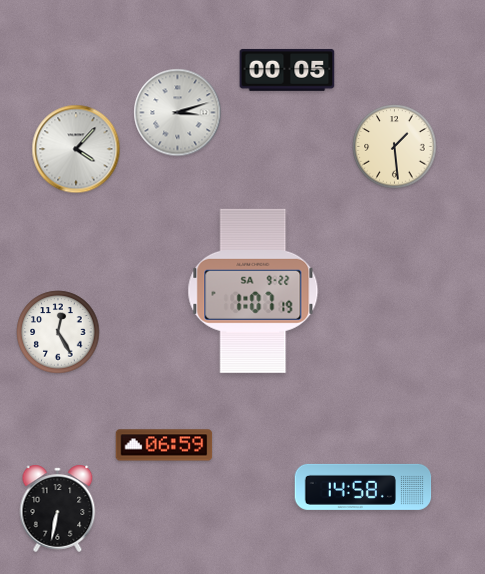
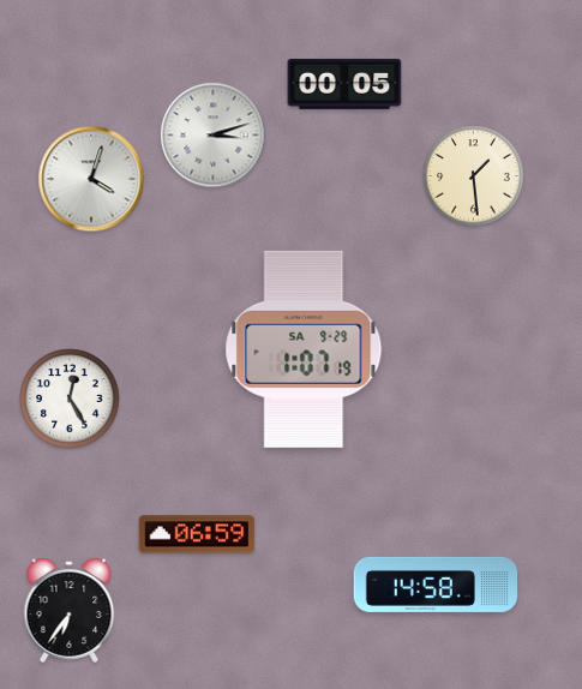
clock at (76, 149): 4:07 -> 4:03
clock at (253, 291) date: SA 9-22 -> SA 9-29
clock at (58, 508): 6:32 -> 6:36
